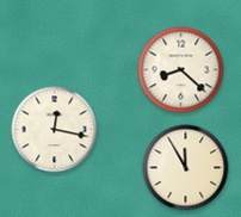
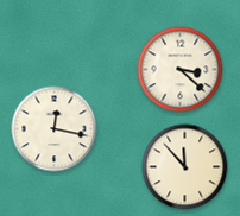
clock at (181, 70): 8:22 -> 3:22
clock at (186, 168): 11:55 -> 11:53
